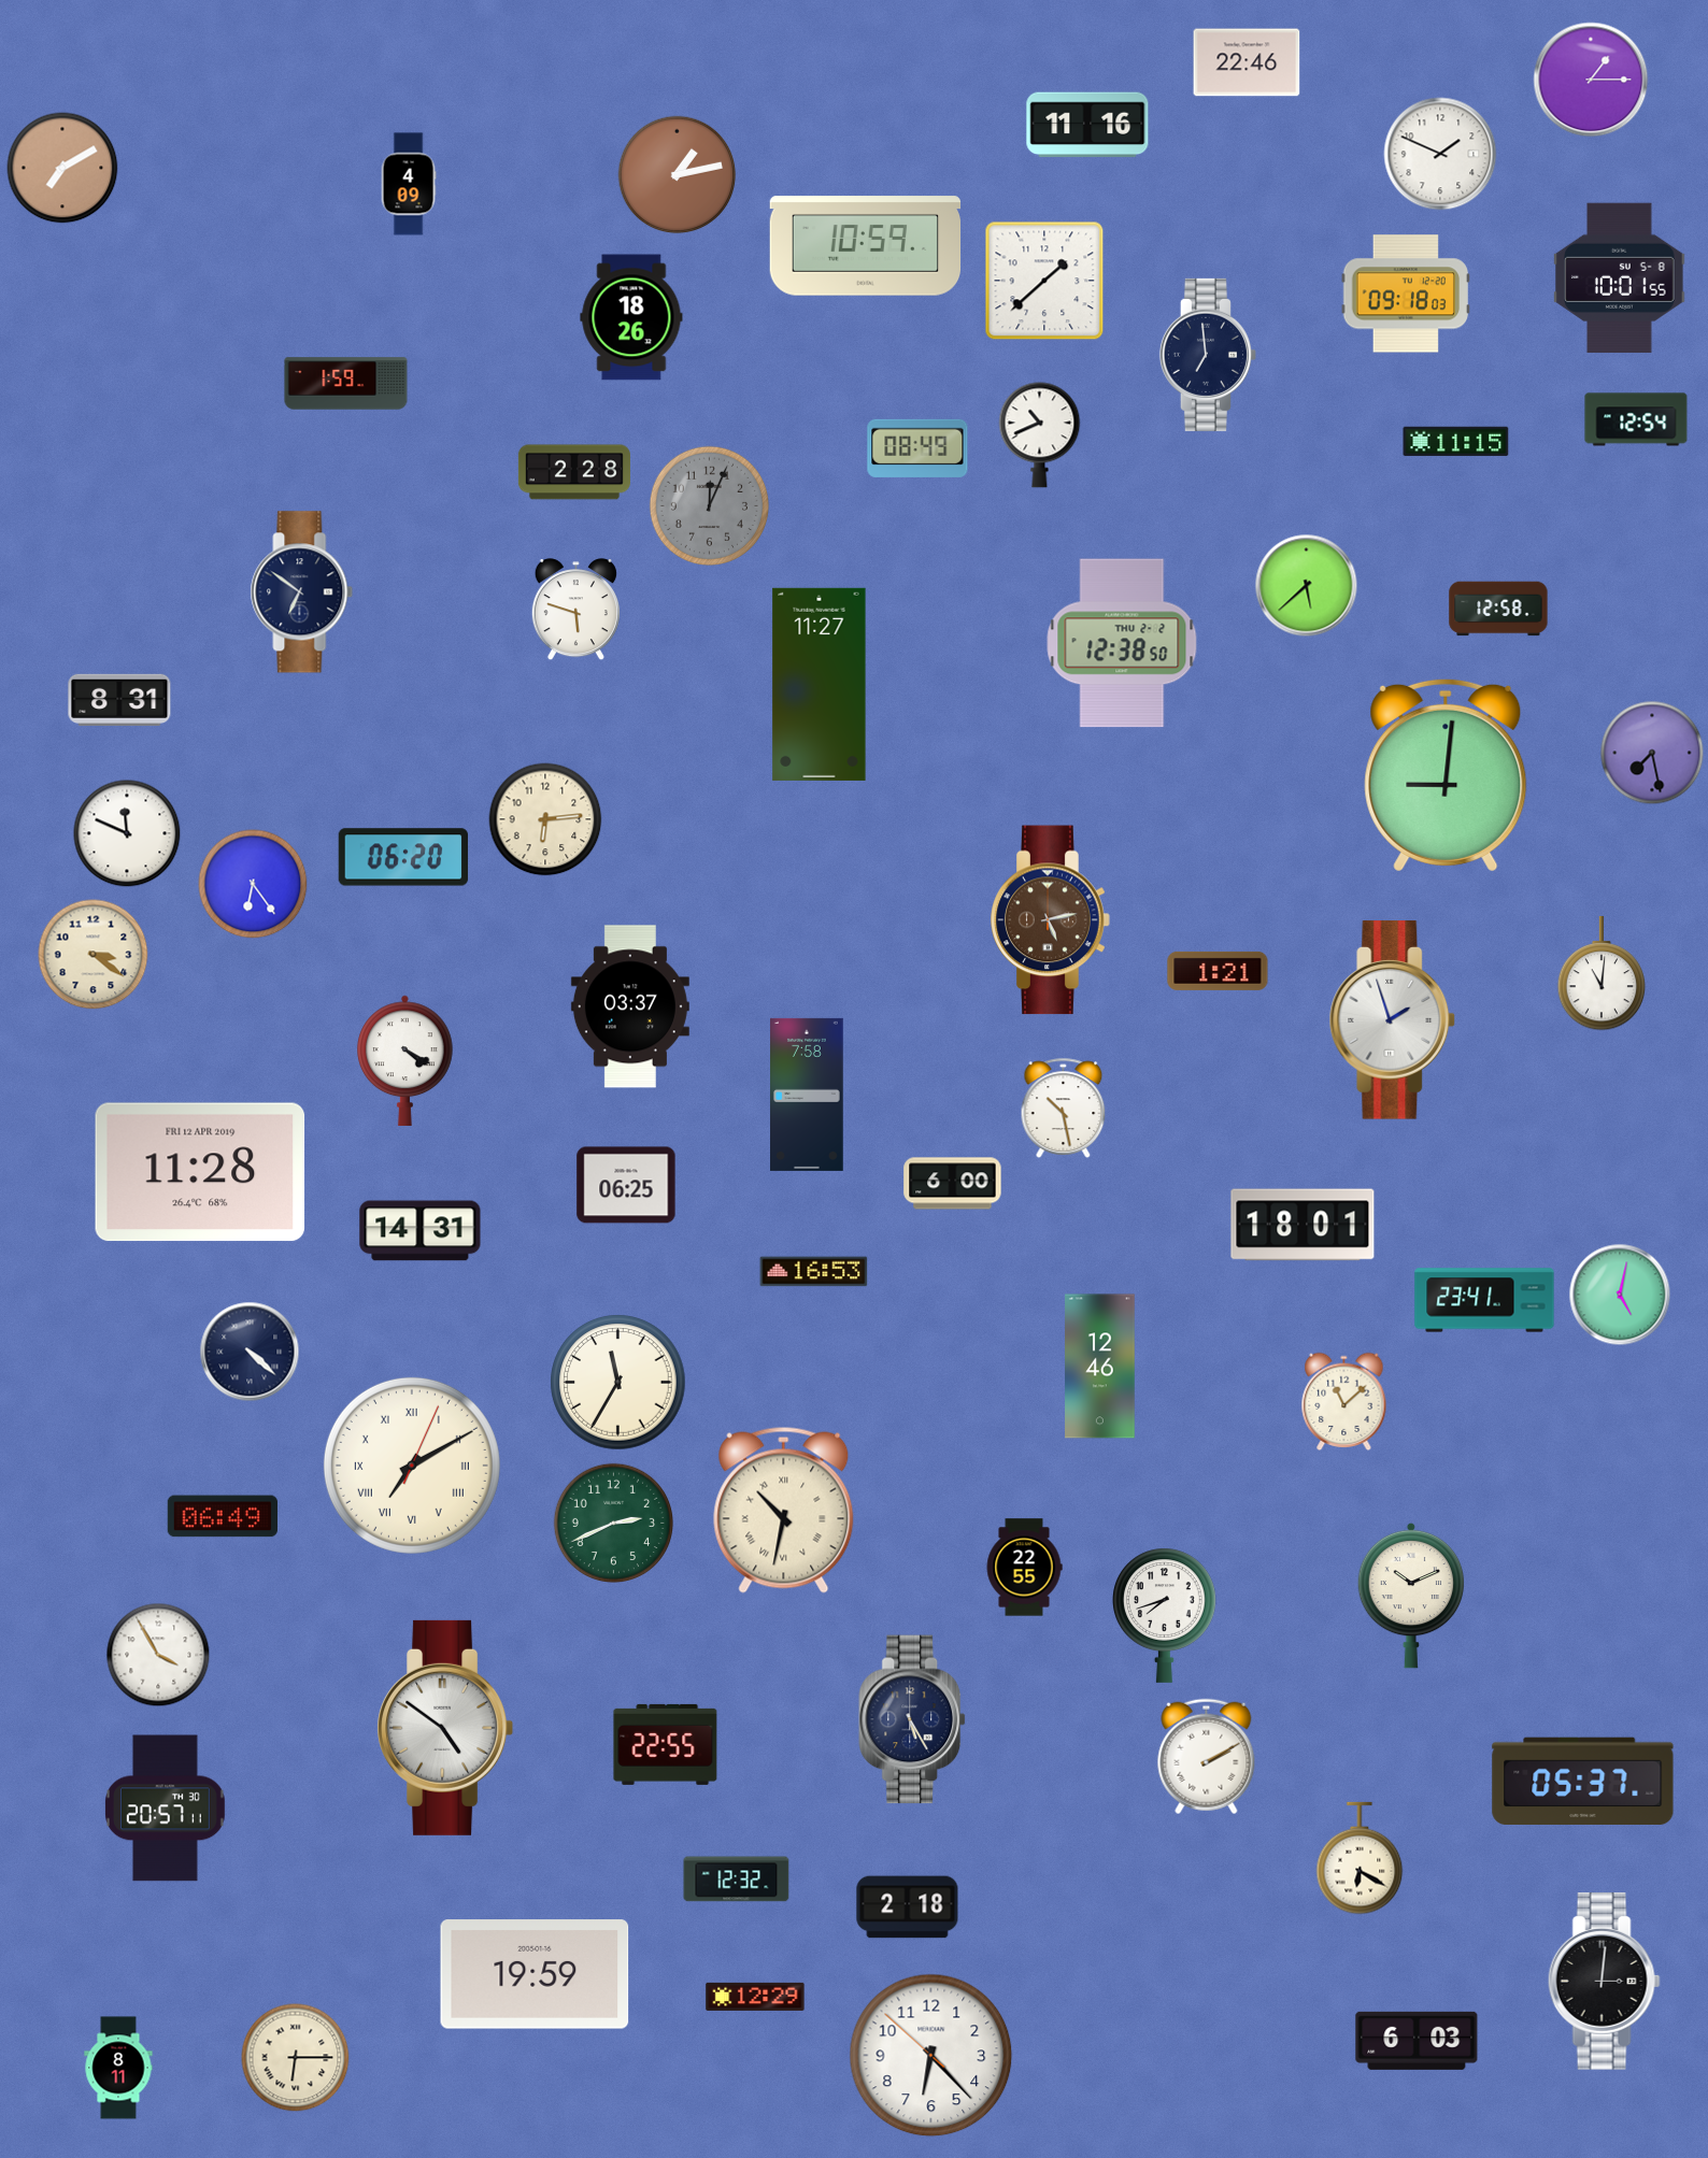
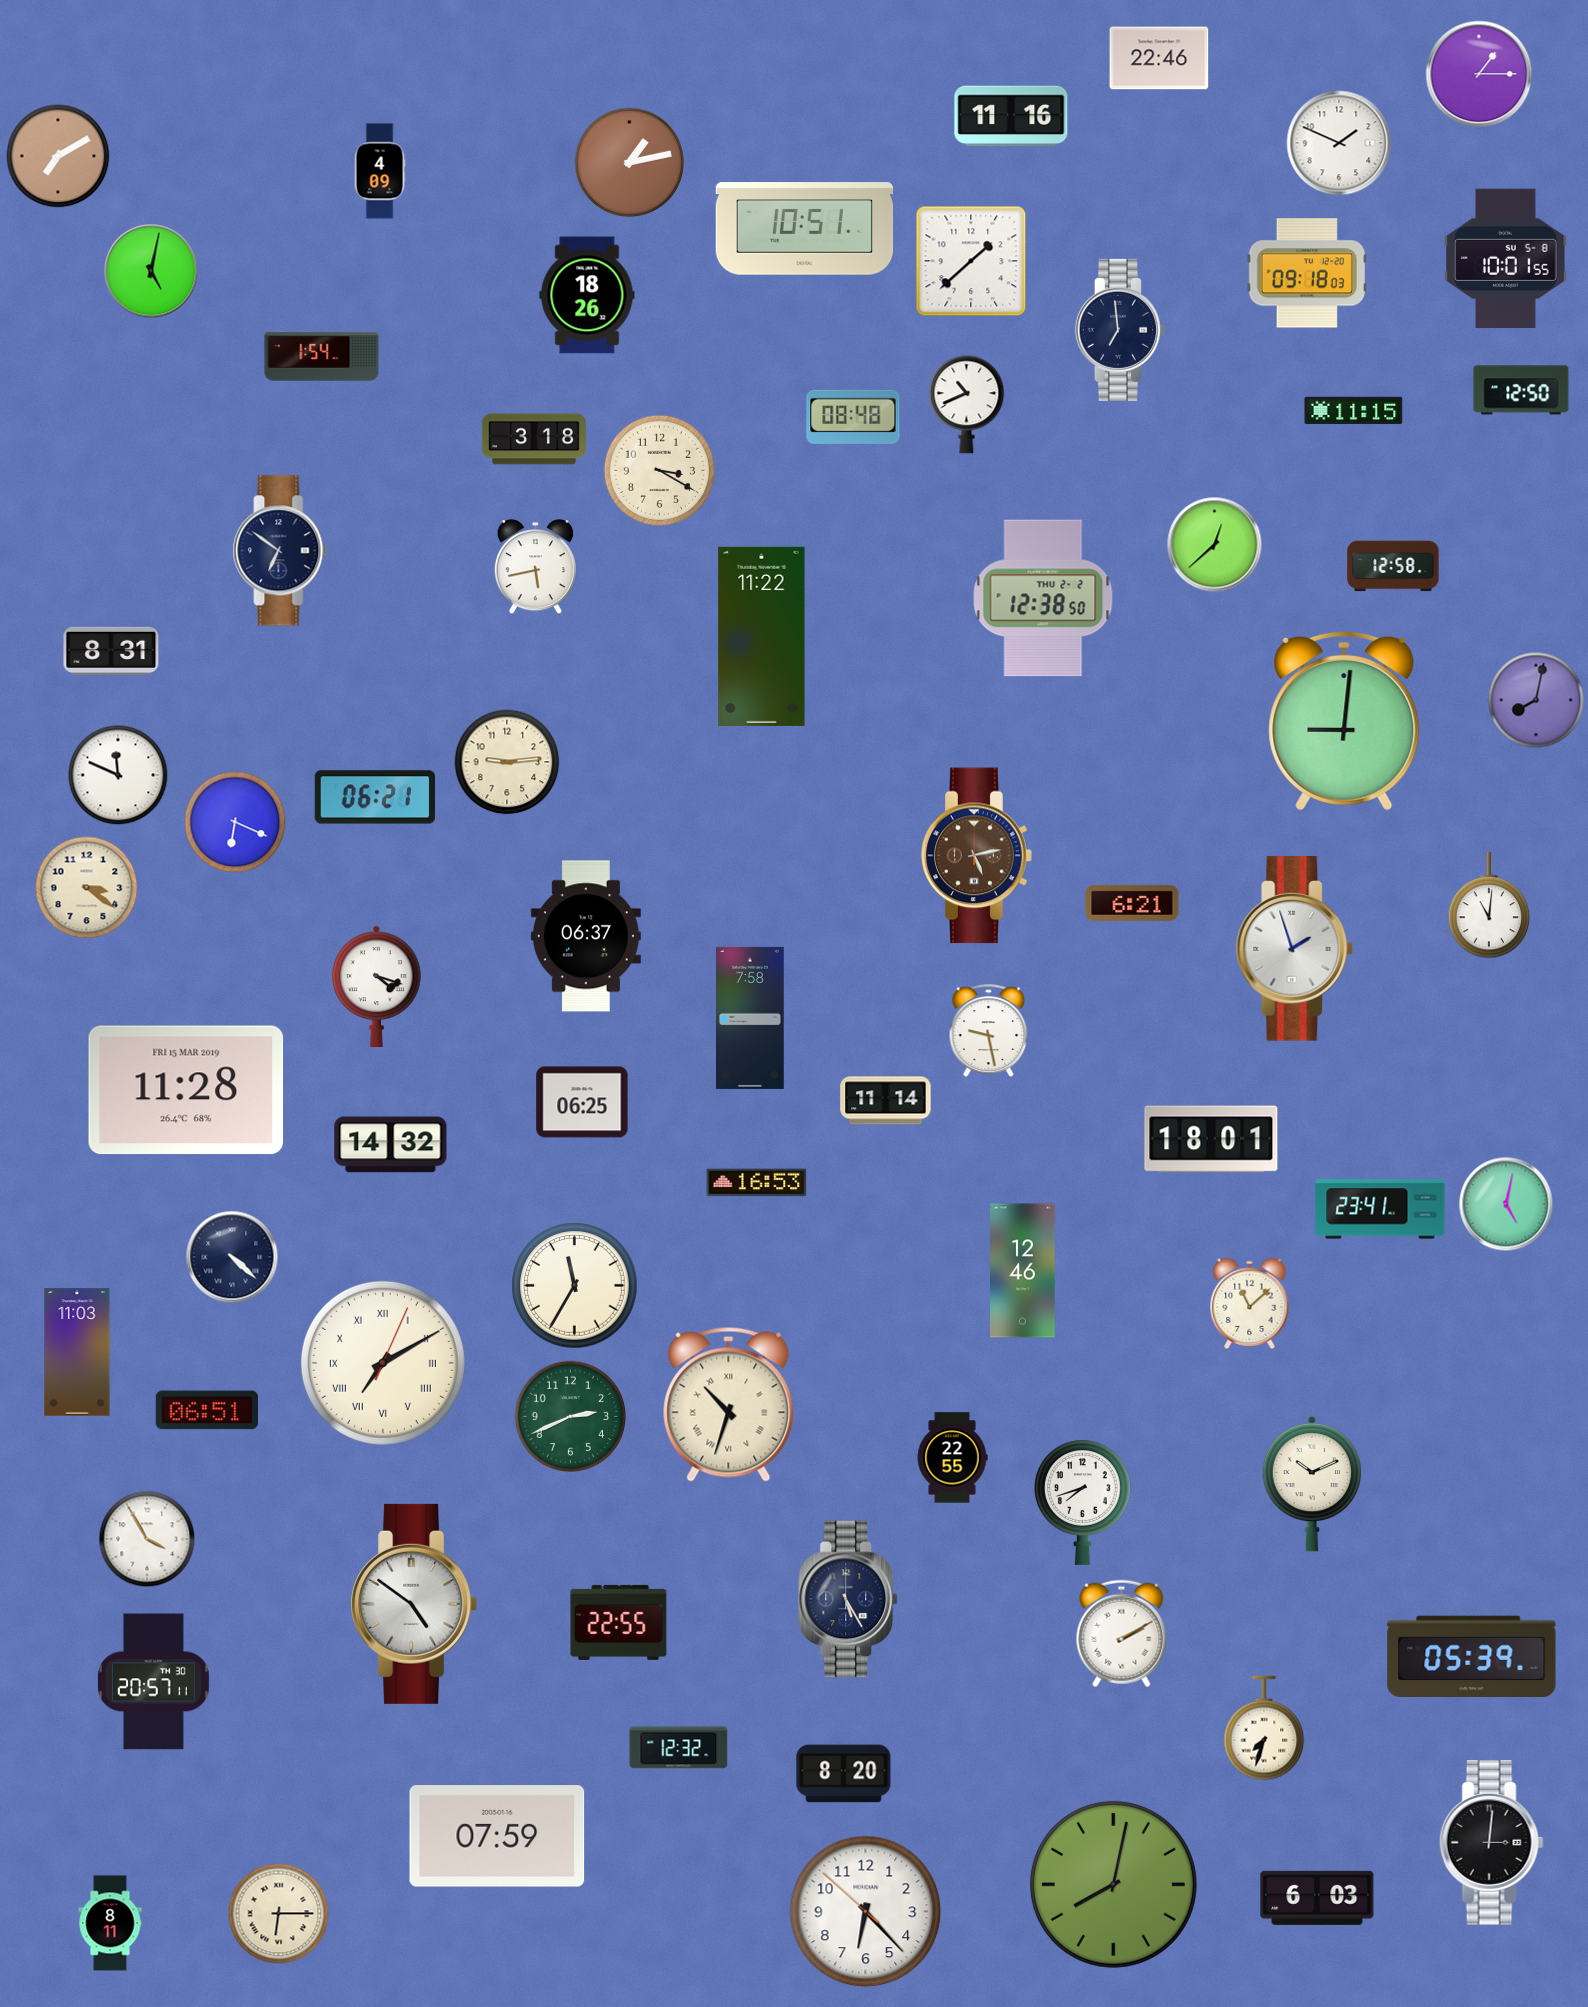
clock at (866, 246): 10:59 -> 10:51
clock at (151, 271): none -> 5:02
clock at (1208, 355) position: (1208, 355) -> (1120, 330)
clock at (346, 384): 1:59 -> 1:54
clock at (1636, 419): 12:54 -> 12:50
clock at (917, 448): 08:49 -> 08:48
clock at (574, 472): 2:28 -> 3:18
clock at (709, 505): 12:04 -> 3:20
clock at (709, 505) dial: grey -> cream
clock at (1307, 586): 5:38 -> 12:38
clock at (575, 610): 5:48 -> 5:43
clock at (820, 684): 11:27 -> 11:22
clock at (1652, 753): 7:28 -> 8:02
clock at (545, 819): 6:14 -> 9:14
clock at (403, 857): 06:20 -> 06:21
clock at (253, 884): 6:24 -> 6:19
clock at (1218, 971): 1:21 -> 6:21
clock at (630, 1006): 03:37 -> 06:37
clock at (405, 1060): 4:20 -> 4:18
clock at (1064, 1107): 10:28 -> 9:28
clock at (200, 1172) date: FRI 12 APR 2019 -> FRI 15 MAR 2019
clock at (953, 1184): 6:00 -> 11:14
clock at (421, 1231): 14:31 -> 14:32
clock at (77, 1352): none -> 11:03
clock at (784, 1510): 10:32 -> 10:33
clock at (222, 1516): 06:49 -> 06:51
clock at (445, 1728) position: (445, 1728) -> (414, 1604)
clock at (1583, 1782): 05:37 -> 05:39
clock at (1360, 1858): 6:20 -> 7:33
clock at (737, 1880) position: (737, 1880) -> (679, 1748)
clock at (908, 1907): 2:18 -> 8:20
clock at (535, 1974): 19:59 -> 07:59
clock at (755, 1997): 12:29 -> none
clock at (1113, 1884): none -> 8:02
clock at (296, 2058) position: (296, 2058) -> (279, 1914)
